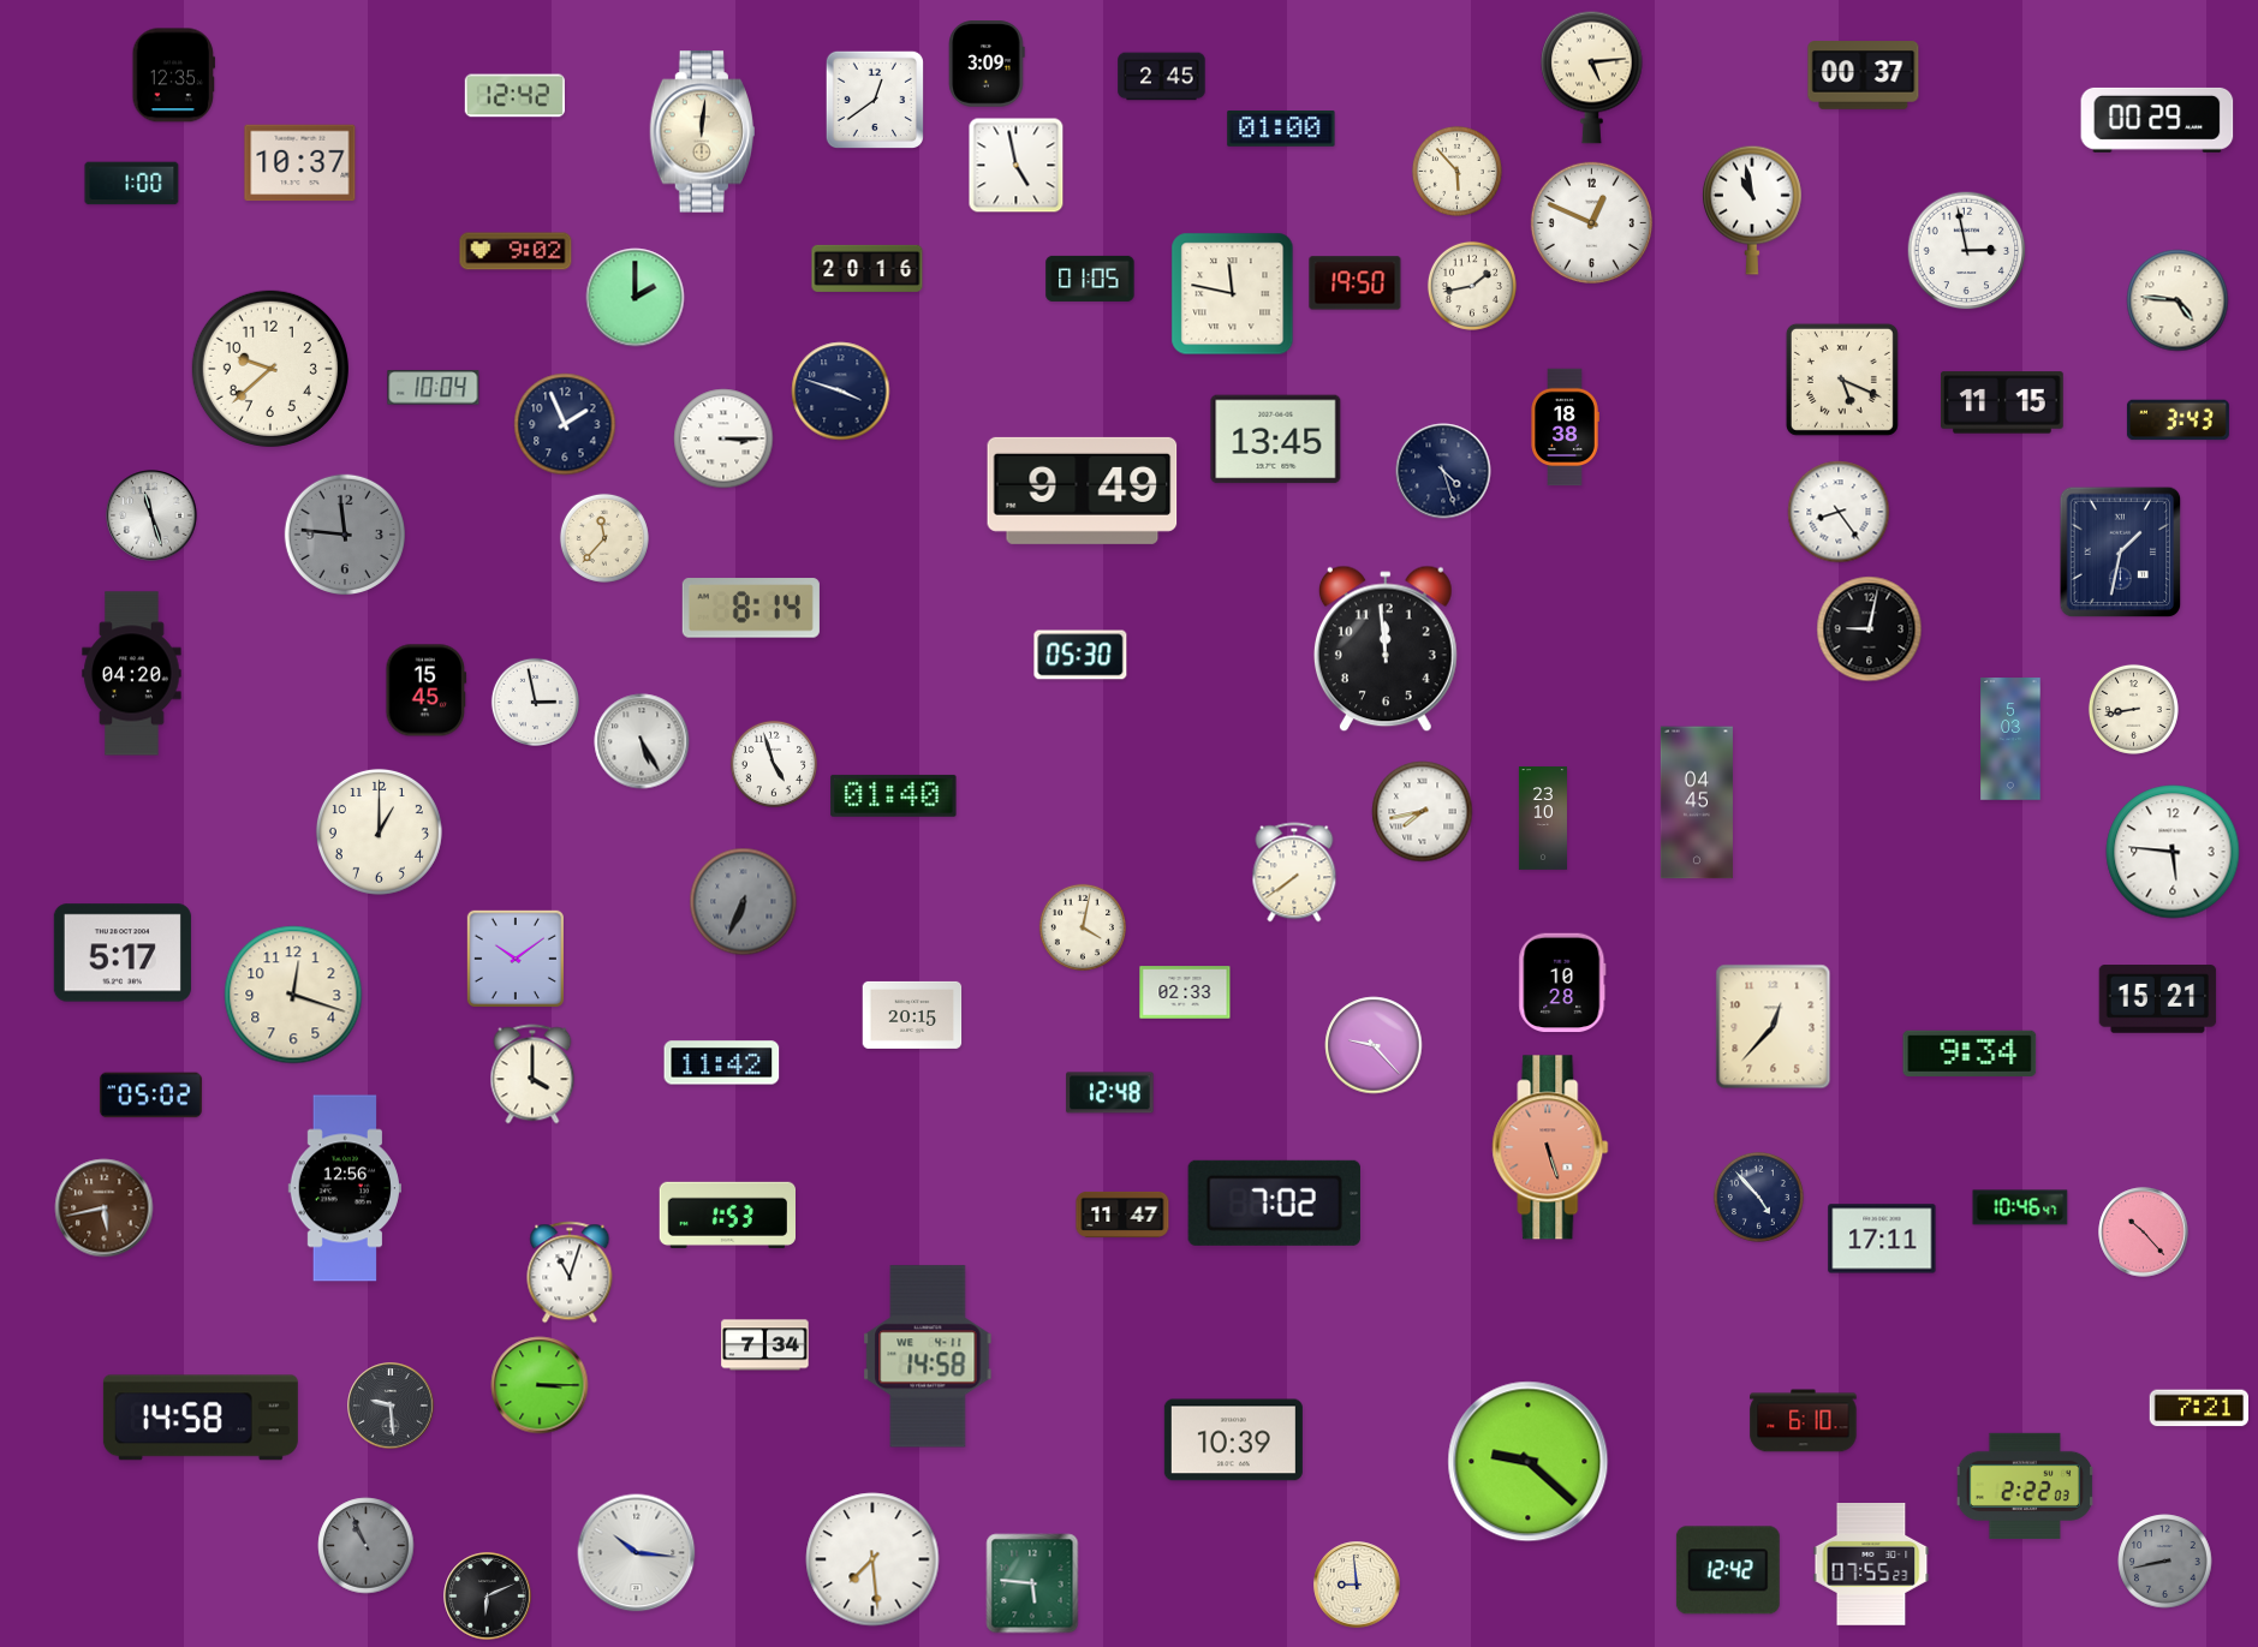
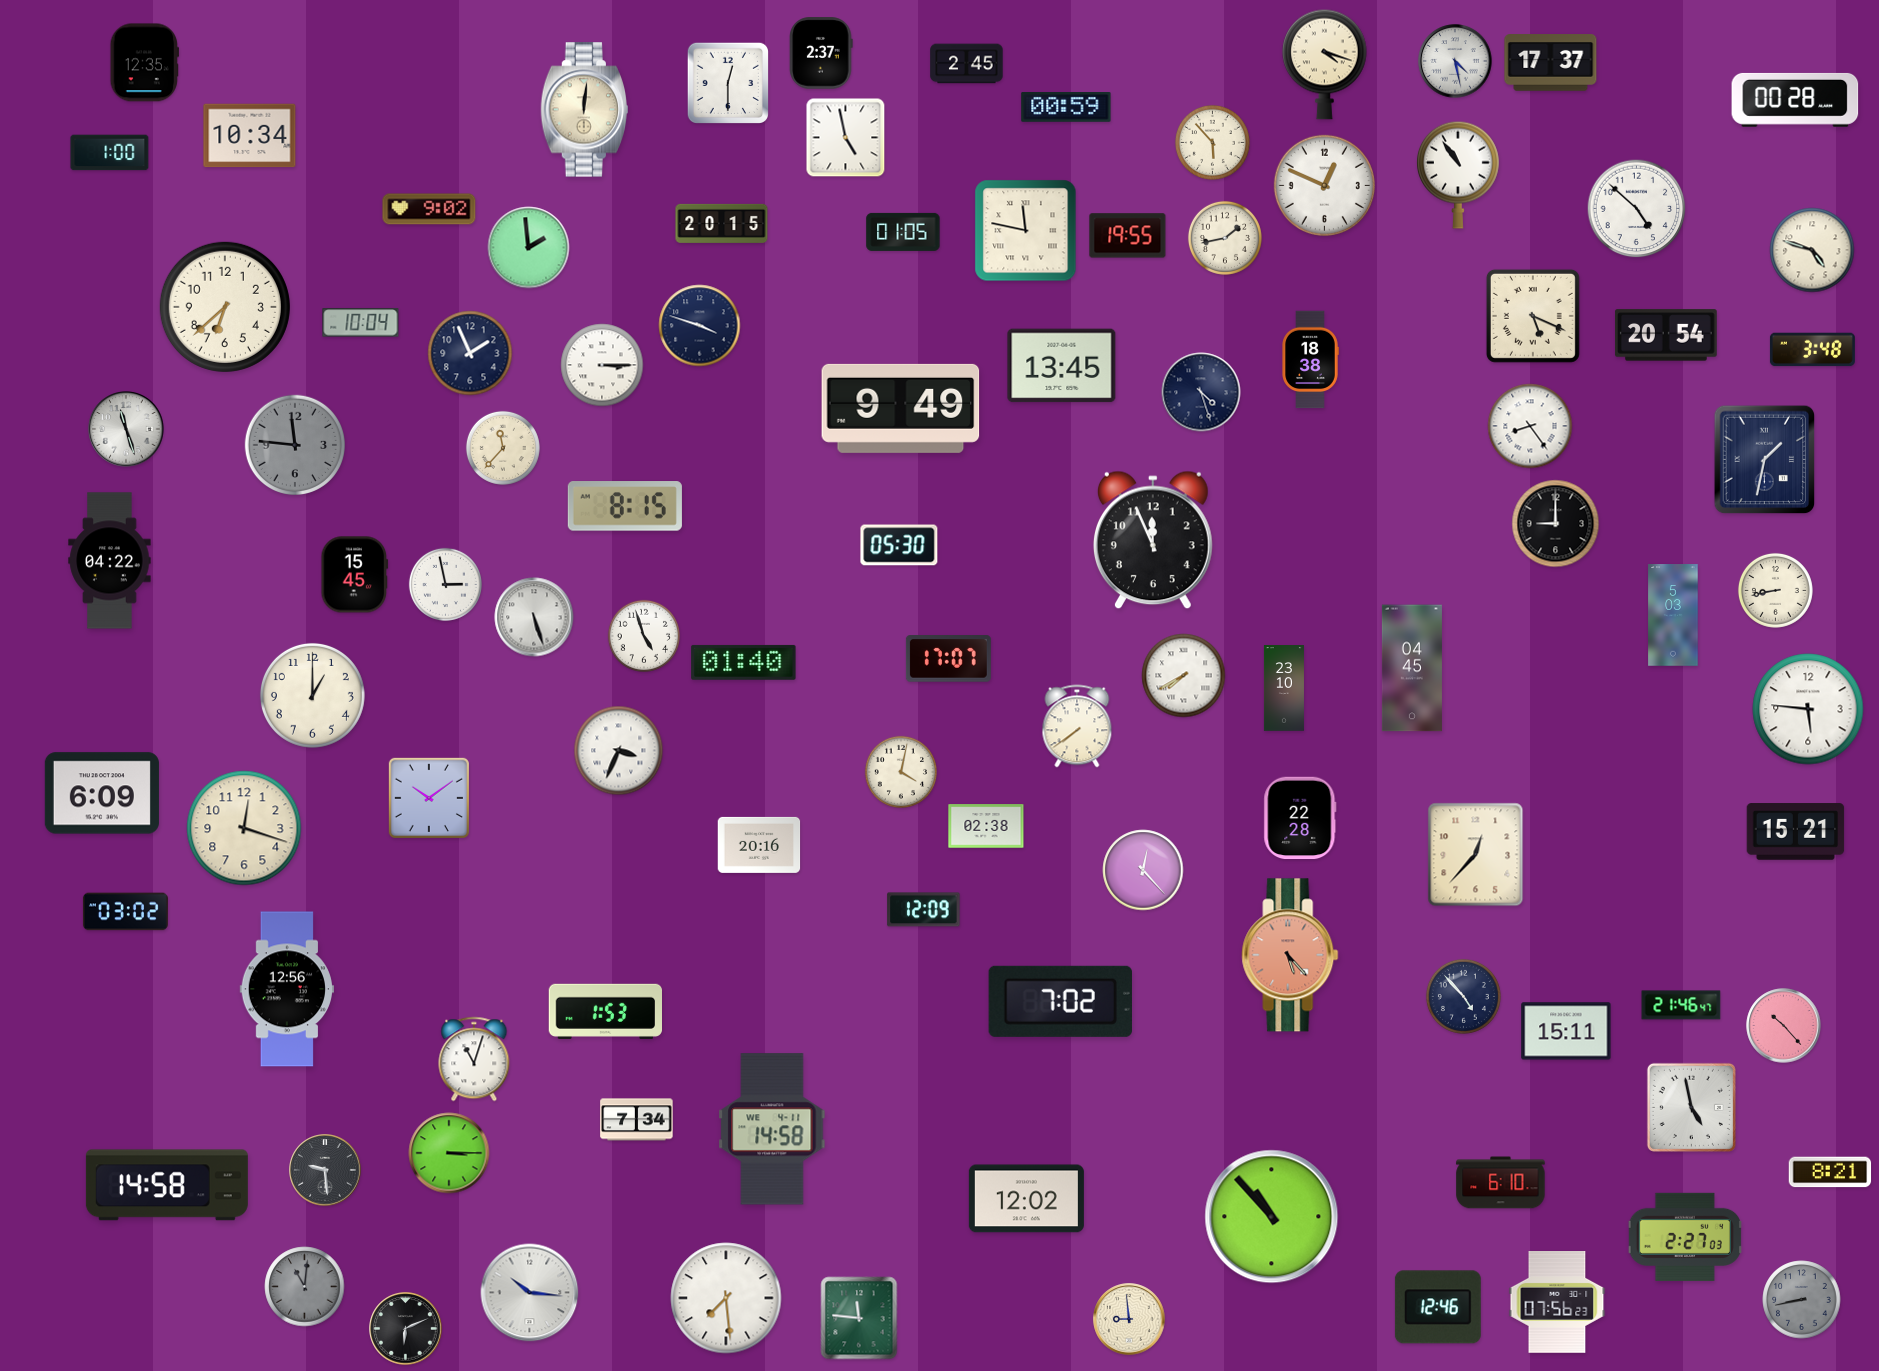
clock at (987, 64): 3:09 -> 2:37
clock at (1455, 61): none -> 4:28
clock at (1864, 76): 00:37 -> 17:37
clock at (1592, 77): 5:14 -> 4:18
clock at (514, 96): 12:42 -> none
clock at (874, 99): 12:39 -> 12:30
clock at (2157, 120): 00:29 -> 00:28
clock at (1281, 130): 01:00 -> 00:59
clock at (300, 163): 10:37 -> 10:34
clock at (1753, 210): 10:58 -> 10:54
clock at (1967, 251): 2:58 -> 4:52
clock at (868, 268): 20:16 -> 20:15
clock at (1090, 279) position: (1090, 279) -> (903, 232)
clock at (1356, 284): 19:50 -> 19:55
clock at (1233, 294) position: (1233, 294) -> (1026, 231)
clock at (636, 298): 2:00 -> 1:59
clock at (2177, 300): 4:46 -> 4:48
clock at (270, 369): 9:38 -> 6:38
clock at (2003, 402): 11:15 -> 20:54
clock at (2177, 420): 3:43 -> 3:48
clock at (1565, 428) position: (1565, 428) -> (1310, 360)
clock at (344, 533) position: (344, 533) -> (294, 444)
clock at (751, 608): 8:14 -> 8:15
clock at (1870, 629): 9:02 -> 9:00
clock at (1386, 649): 11:59 -> 11:56
clock at (132, 674): 04:20 -> 04:22
clock at (642, 741): 5:25 -> 5:27
clock at (948, 659): none -> 17:07
clock at (1423, 812): 7:43 -> 7:40
clock at (1543, 818) position: (1543, 818) -> (1284, 688)
clock at (379, 831) position: (379, 831) -> (312, 695)
clock at (744, 902): 6:34 -> 3:34
clock at (744, 902) dial: grey -> white
clock at (123, 953): 5:17 -> 6:09
clock at (1562, 983): 10:28 -> 22:28
clock at (1185, 992): 02:33 -> 02:38
clock at (912, 1015): 20:15 -> 20:16
clock at (1374, 1045): 9:23 -> 12:23
clock at (1970, 1052): 9:34 -> none
clock at (722, 1063): 11:42 -> none
clock at (532, 1074): 4:00 -> none
clock at (1110, 1093): 12:48 -> 12:09
clock at (150, 1096): 05:02 -> 03:02
clock at (1550, 1147): 5:27 -> 5:23
clock at (2020, 1207): 10:46 -> 21:46
clock at (105, 1209): 5:43 -> none
clock at (1122, 1215): 11:47 -> none
clock at (1882, 1239): 17:11 -> 15:11
clock at (1691, 1107): none -> 4:58
clock at (2199, 1408): 7:21 -> 8:21
clock at (201, 1418) position: (201, 1418) -> (167, 1185)
clock at (1233, 1440): 10:39 -> 12:02
clock at (1529, 1462): 9:22 -> 10:53
clock at (2025, 1486): 2:22 -> 2:27
clock at (367, 1546): 10:56 -> 11:01
clock at (1871, 1565): 07:55 -> 07:56
clock at (1728, 1570): 12:42 -> 12:46
clock at (1032, 1583): 5:46 -> 11:46
